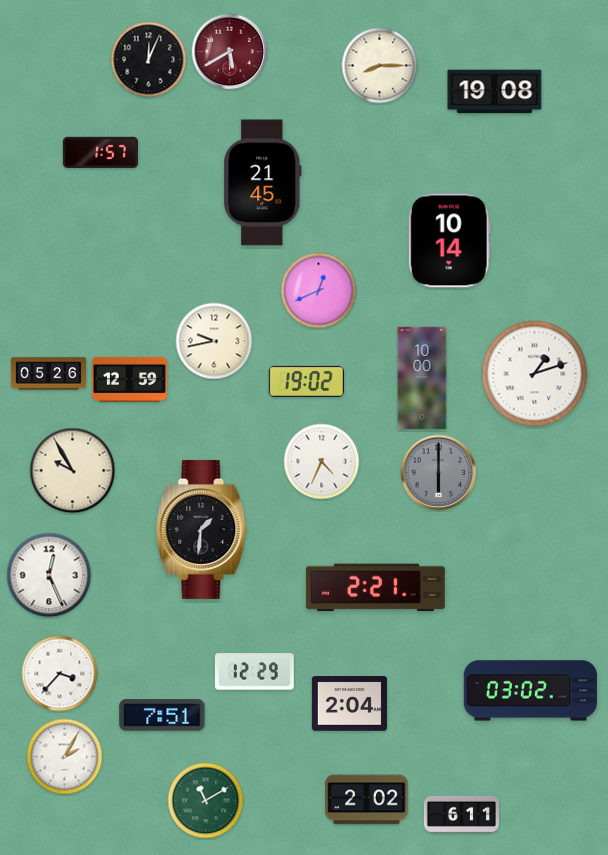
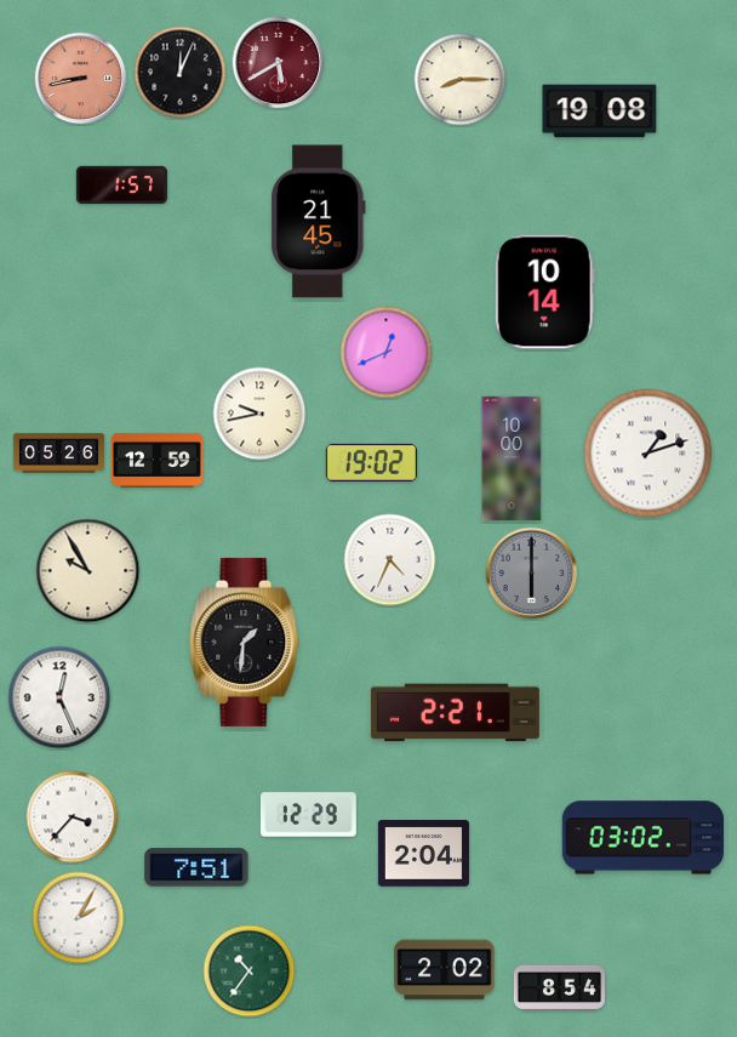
clock at (81, 79): none -> 8:43
clock at (206, 801): 11:10 -> 10:36
clock at (461, 814): 6:11 -> 8:54
